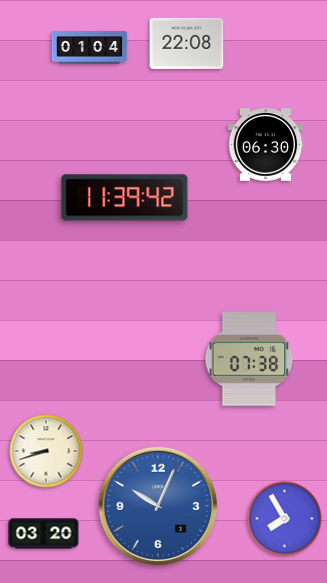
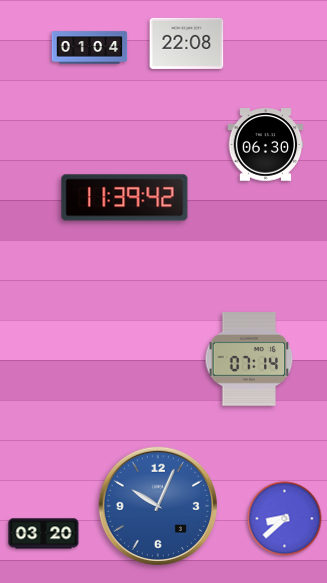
clock at (249, 359): 07:38 -> 07:14
clock at (46, 451): 8:42 -> none
clock at (285, 519): 7:55 -> 8:38
